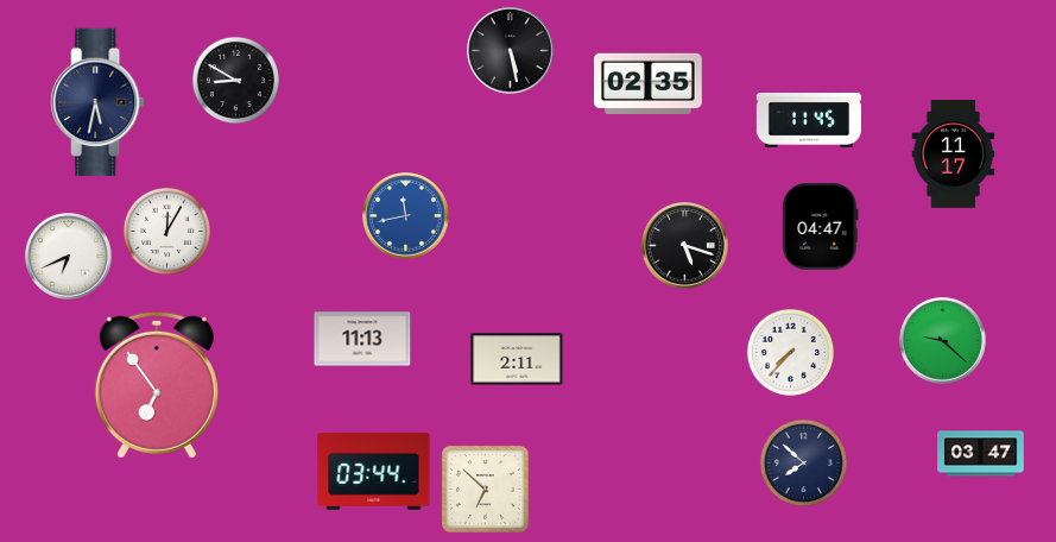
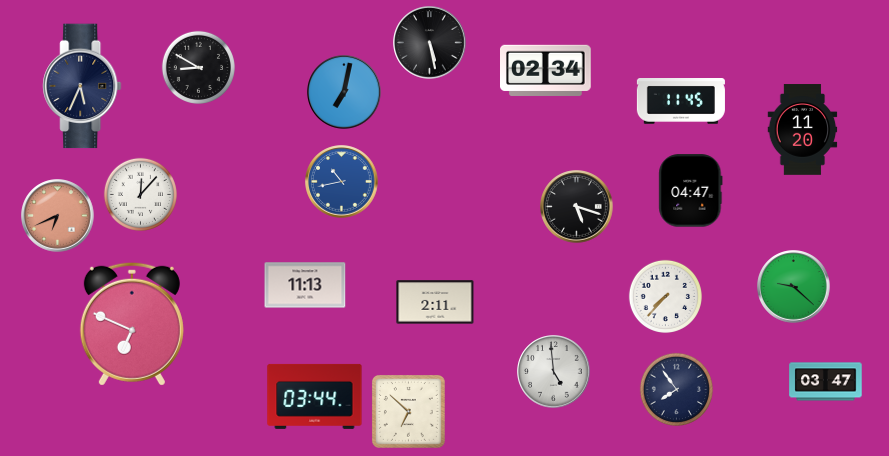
clock at (649, 83): 02:35 -> 02:34
clock at (97, 102): 5:32 -> 5:34
clock at (344, 92): none -> 7:02
clock at (954, 155): 11:17 -> 11:20
clock at (406, 216): 11:43 -> 10:43
clock at (166, 231): 12:05 -> 12:07
clock at (69, 257) dial: white -> salmon
clock at (157, 385): 6:54 -> 6:49
clock at (554, 372): none -> 4:59
clock at (803, 462): 7:52 -> 7:54
